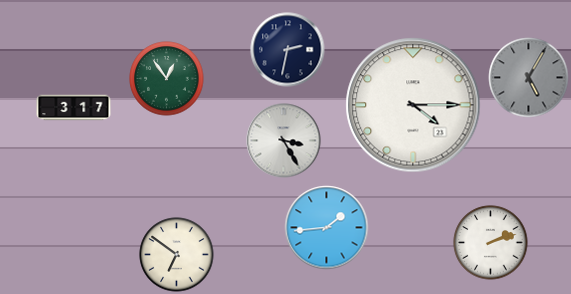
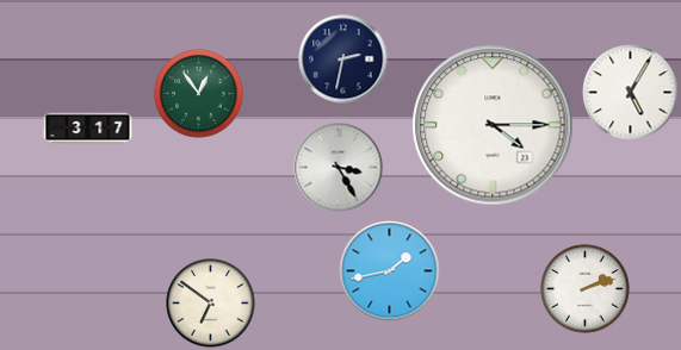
clock at (529, 78) dial: grey -> white
clock at (327, 228): 1:44 -> 1:43
